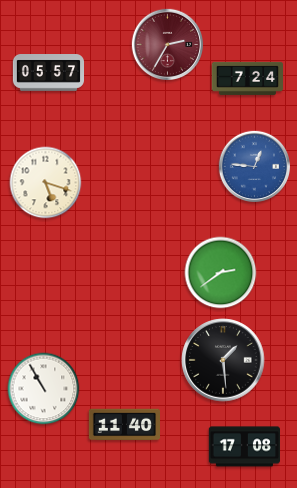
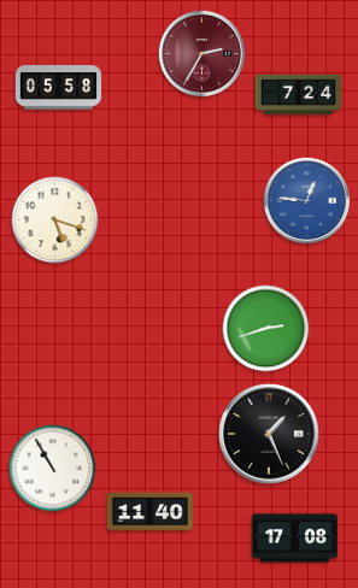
clock at (48, 73): 05:57 -> 05:58
clock at (221, 273): 2:39 -> 2:42
clock at (223, 360): 1:29 -> 1:26
